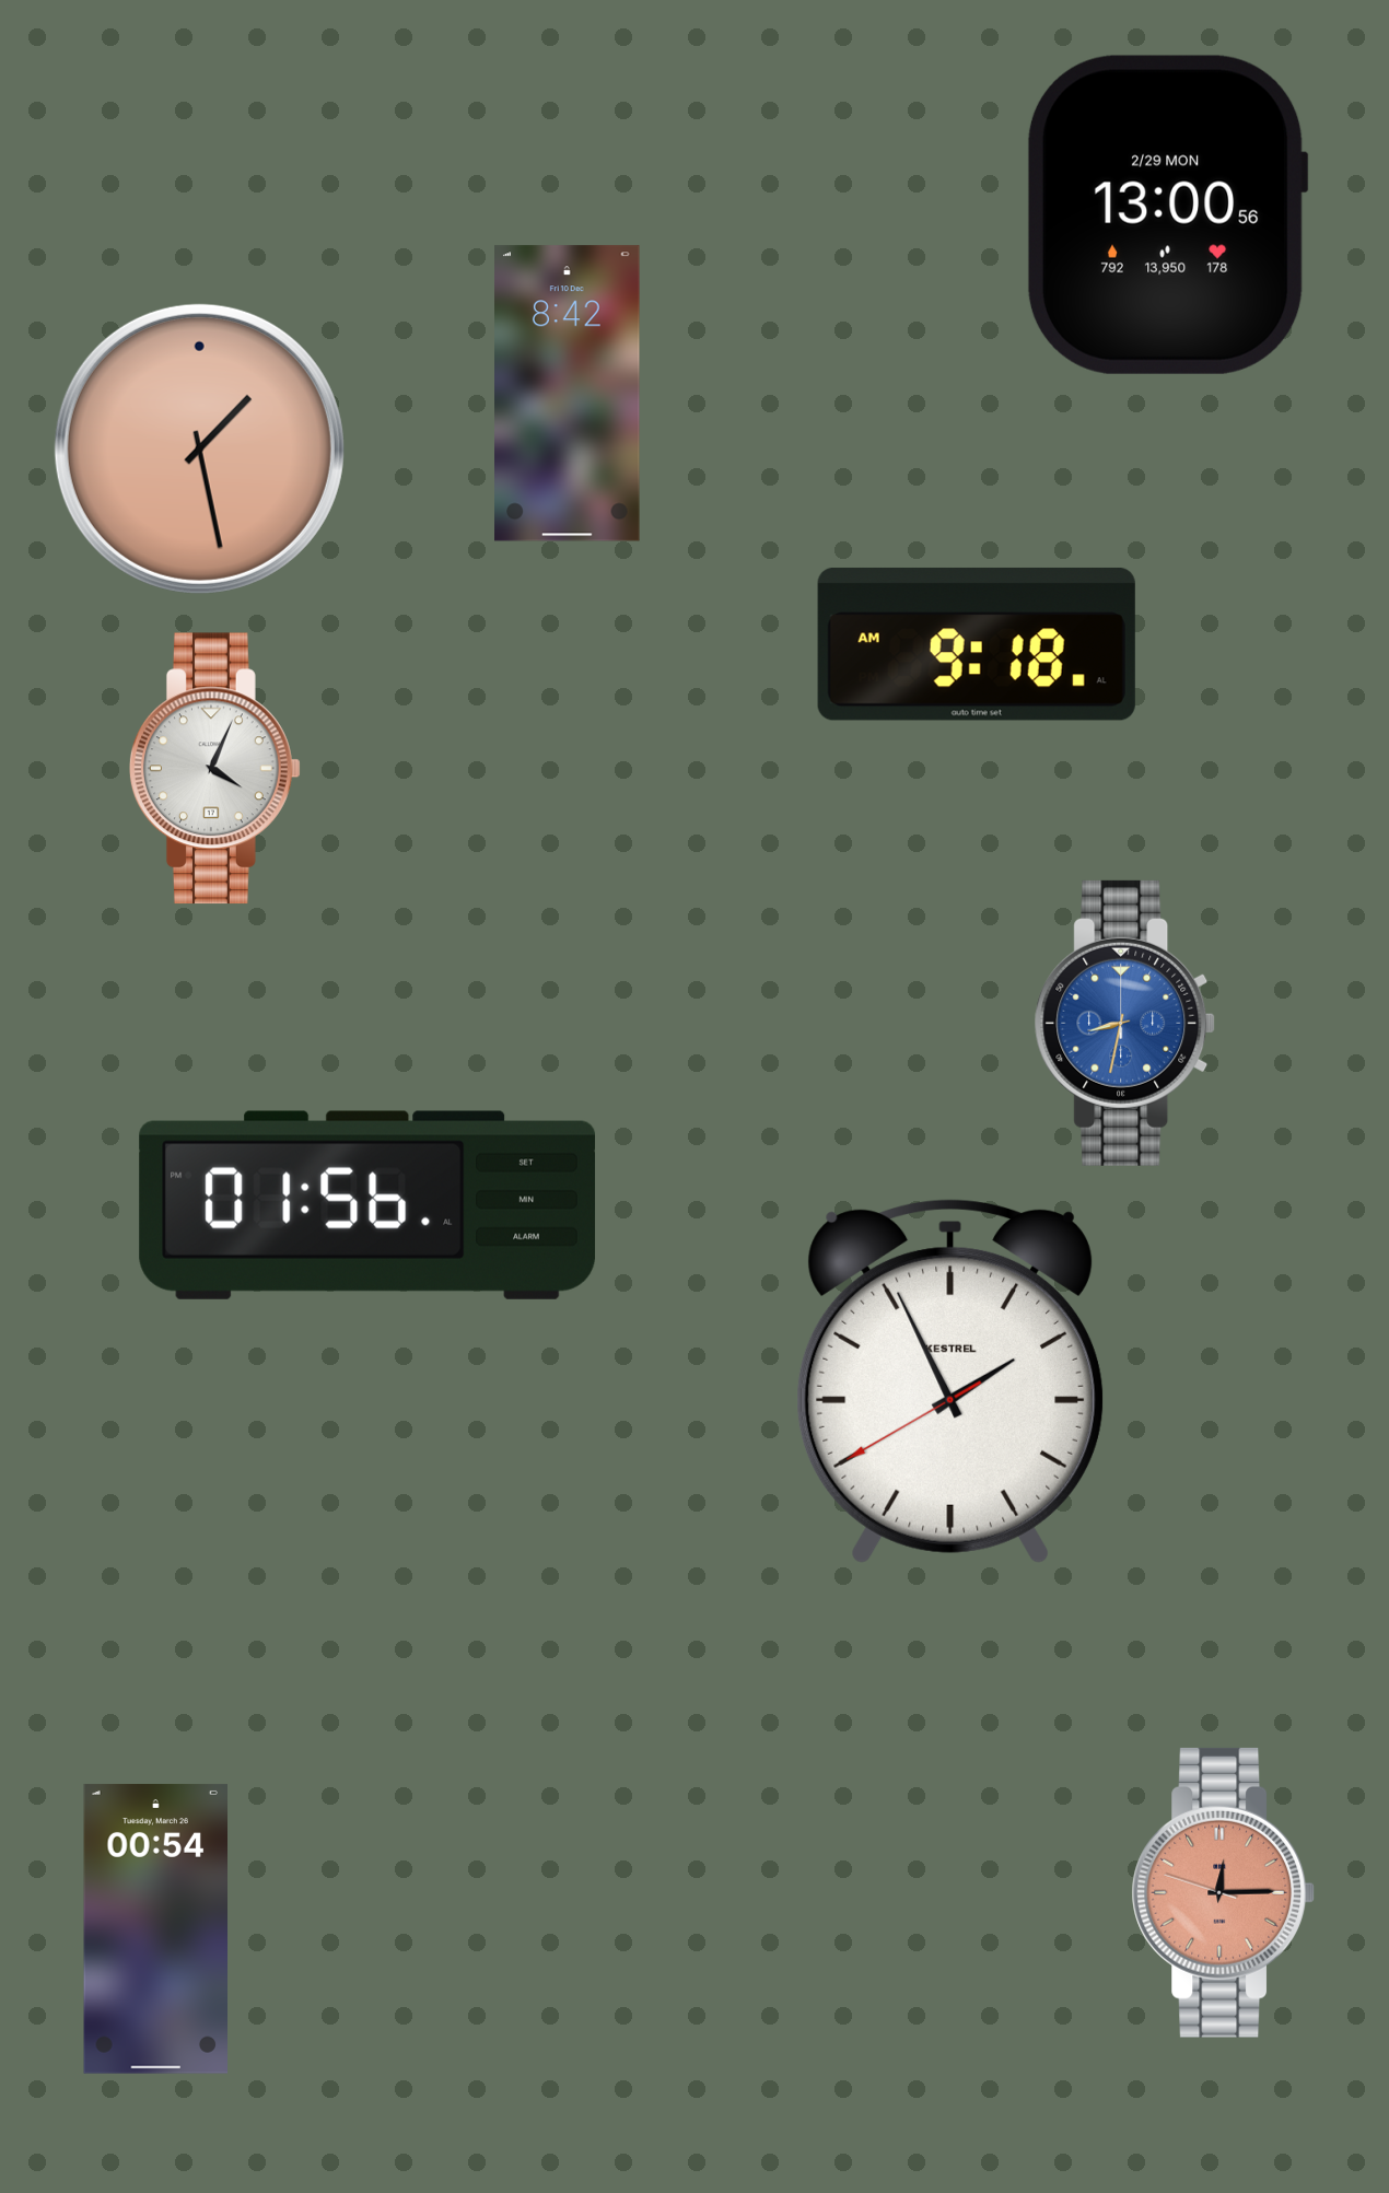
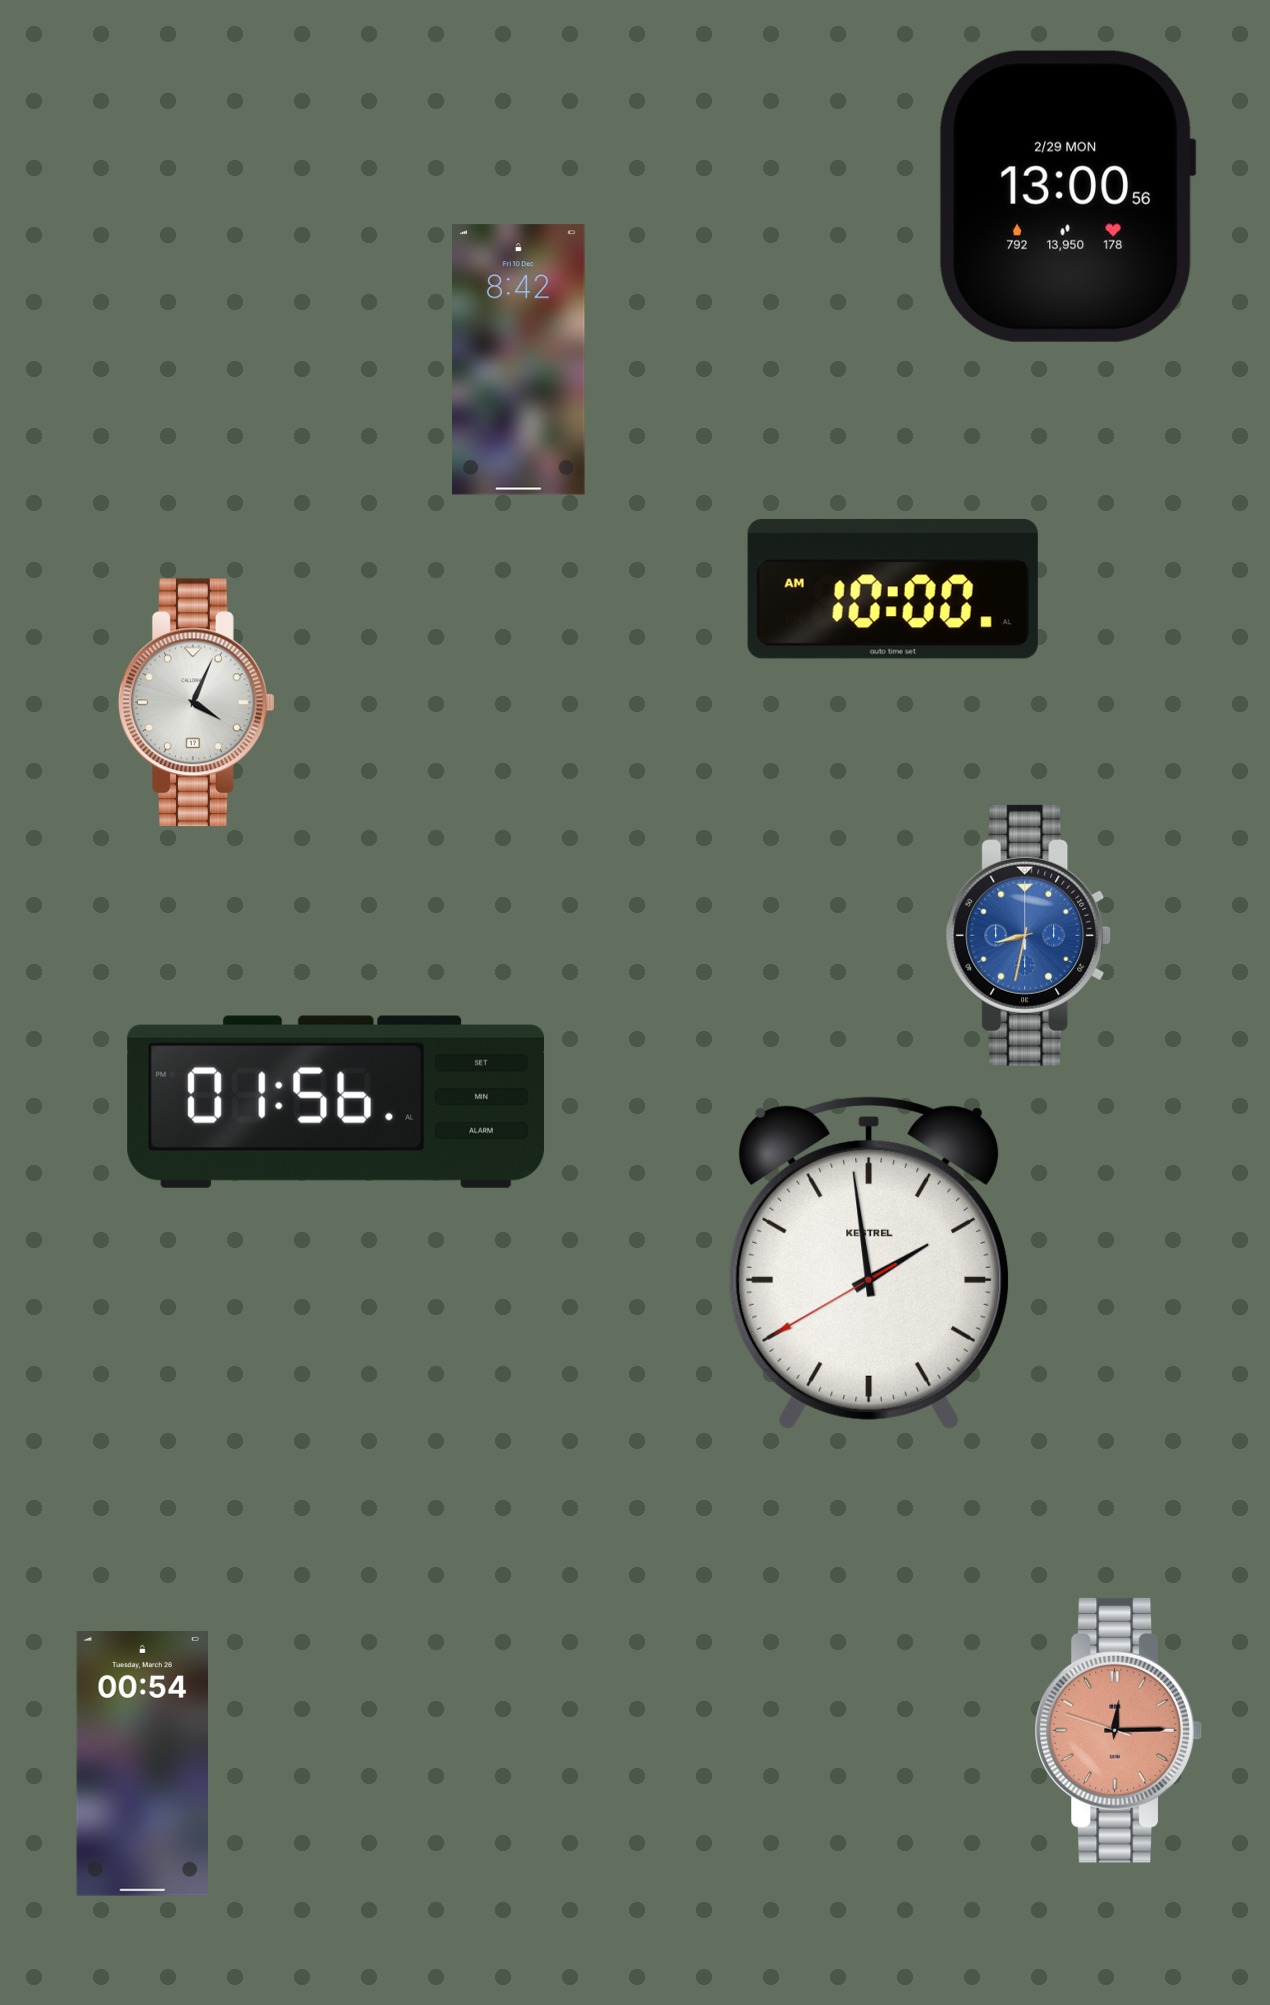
clock at (199, 448): 1:28 -> none
clock at (977, 644): 9:18 -> 10:00
clock at (950, 1381): 1:55 -> 1:58
